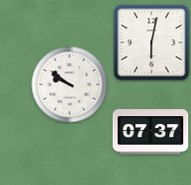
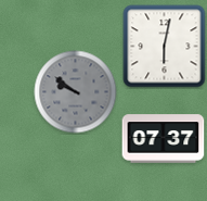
clock at (70, 85) dial: white -> grey
clock at (151, 132) position: (151, 132) -> (164, 139)
